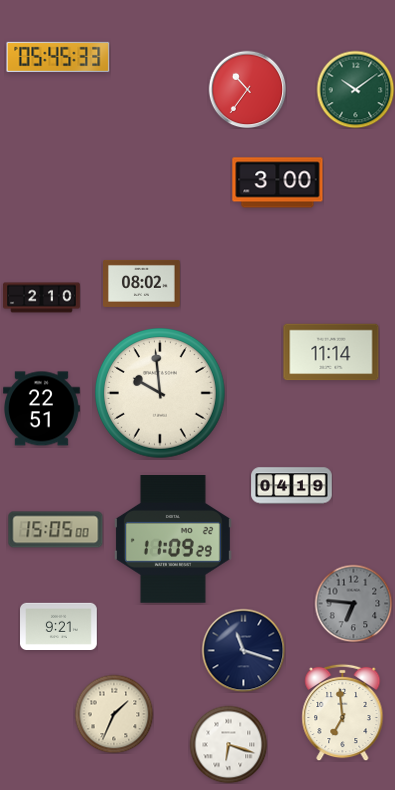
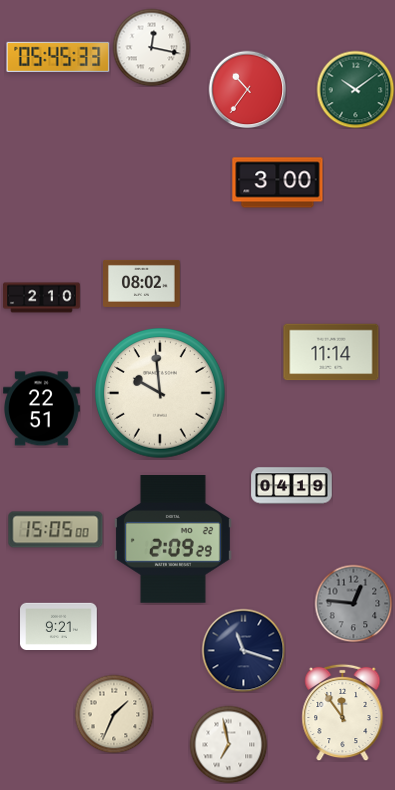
clock at (151, 47): none -> 12:17
clock at (173, 540): 11:09 -> 2:09
clock at (353, 603): 6:46 -> 12:46
clock at (343, 712): 6:59 -> 11:54
clock at (228, 744): 6:18 -> 6:58
